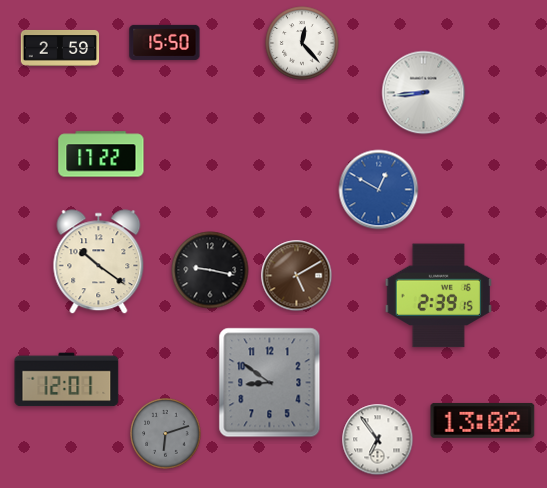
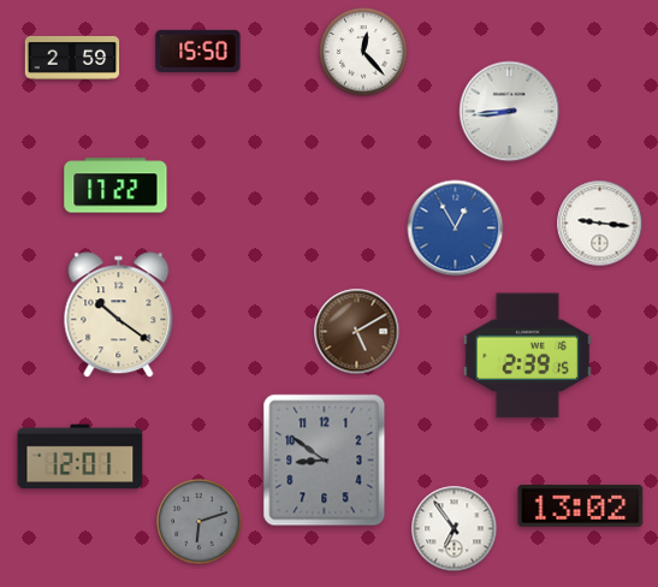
clock at (101, 154) position: (101, 154) -> (115, 185)
clock at (600, 224): none -> 9:16
clock at (379, 190): 12:50 -> 12:55
clock at (210, 270): 9:17 -> none
